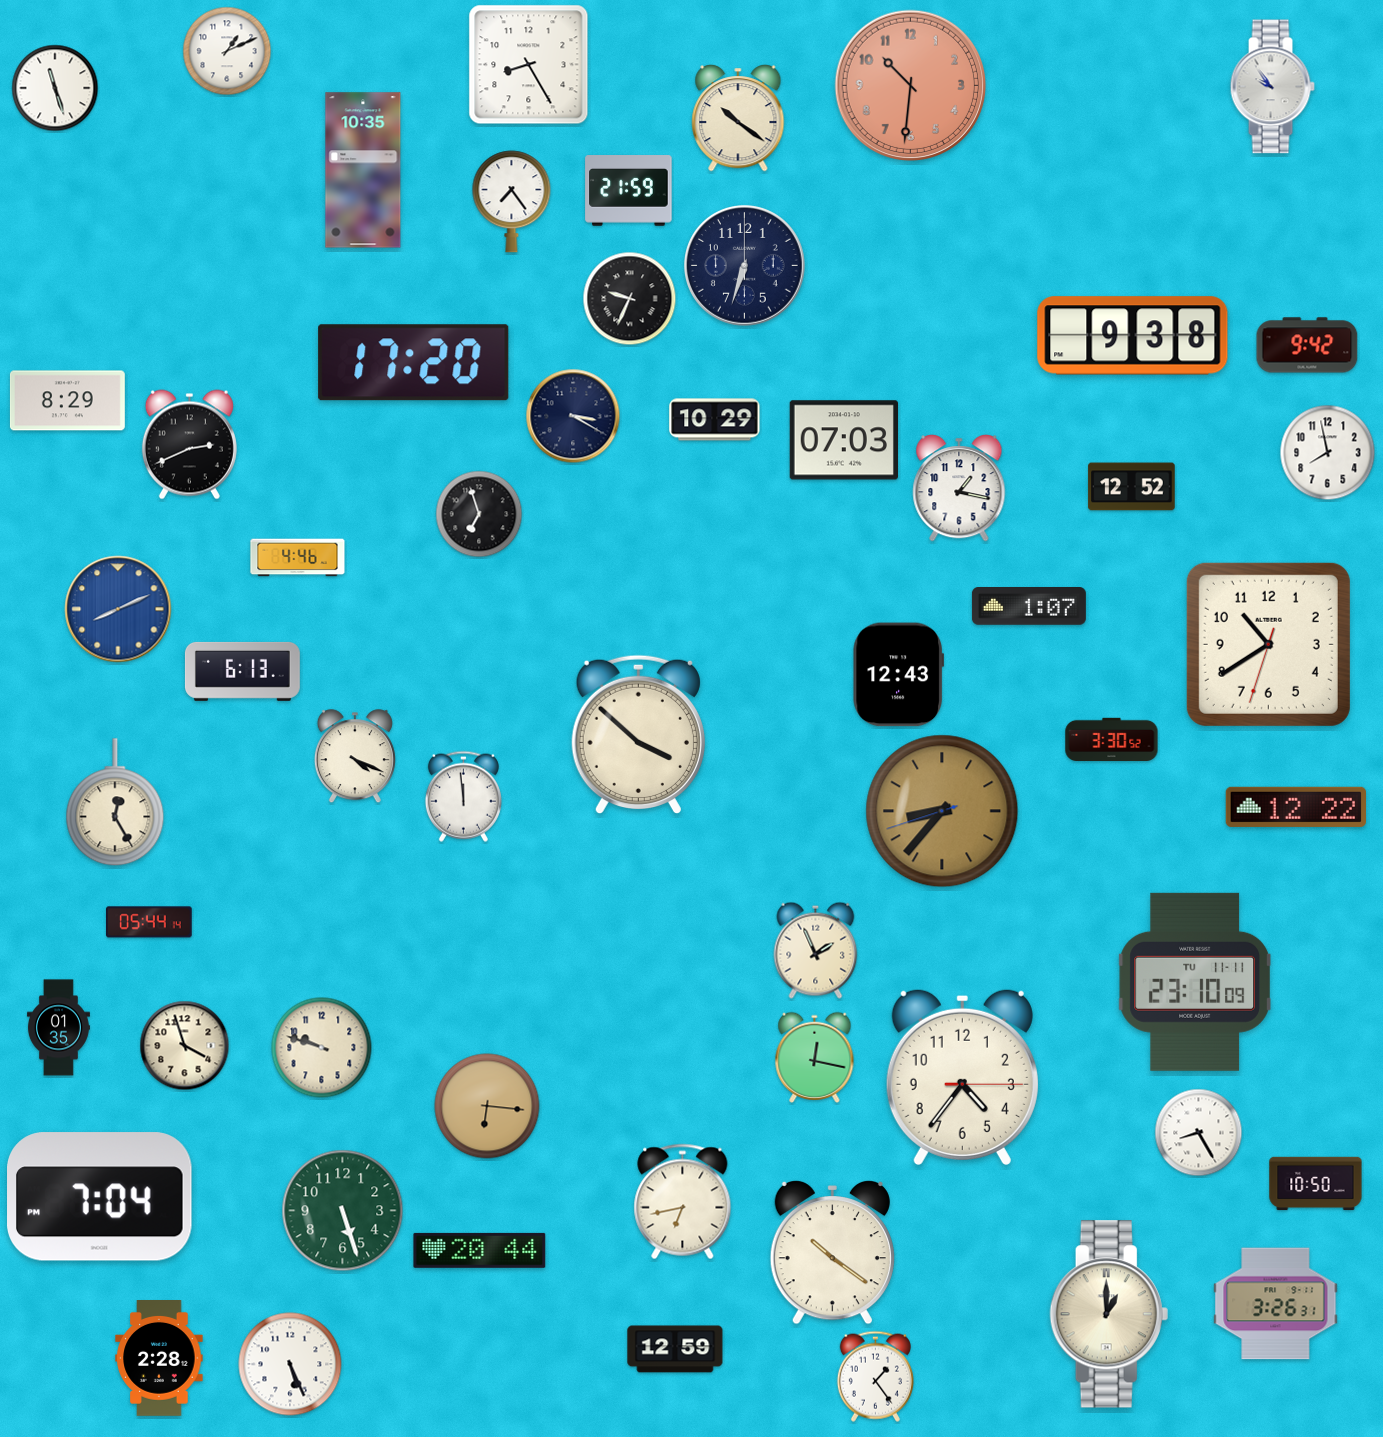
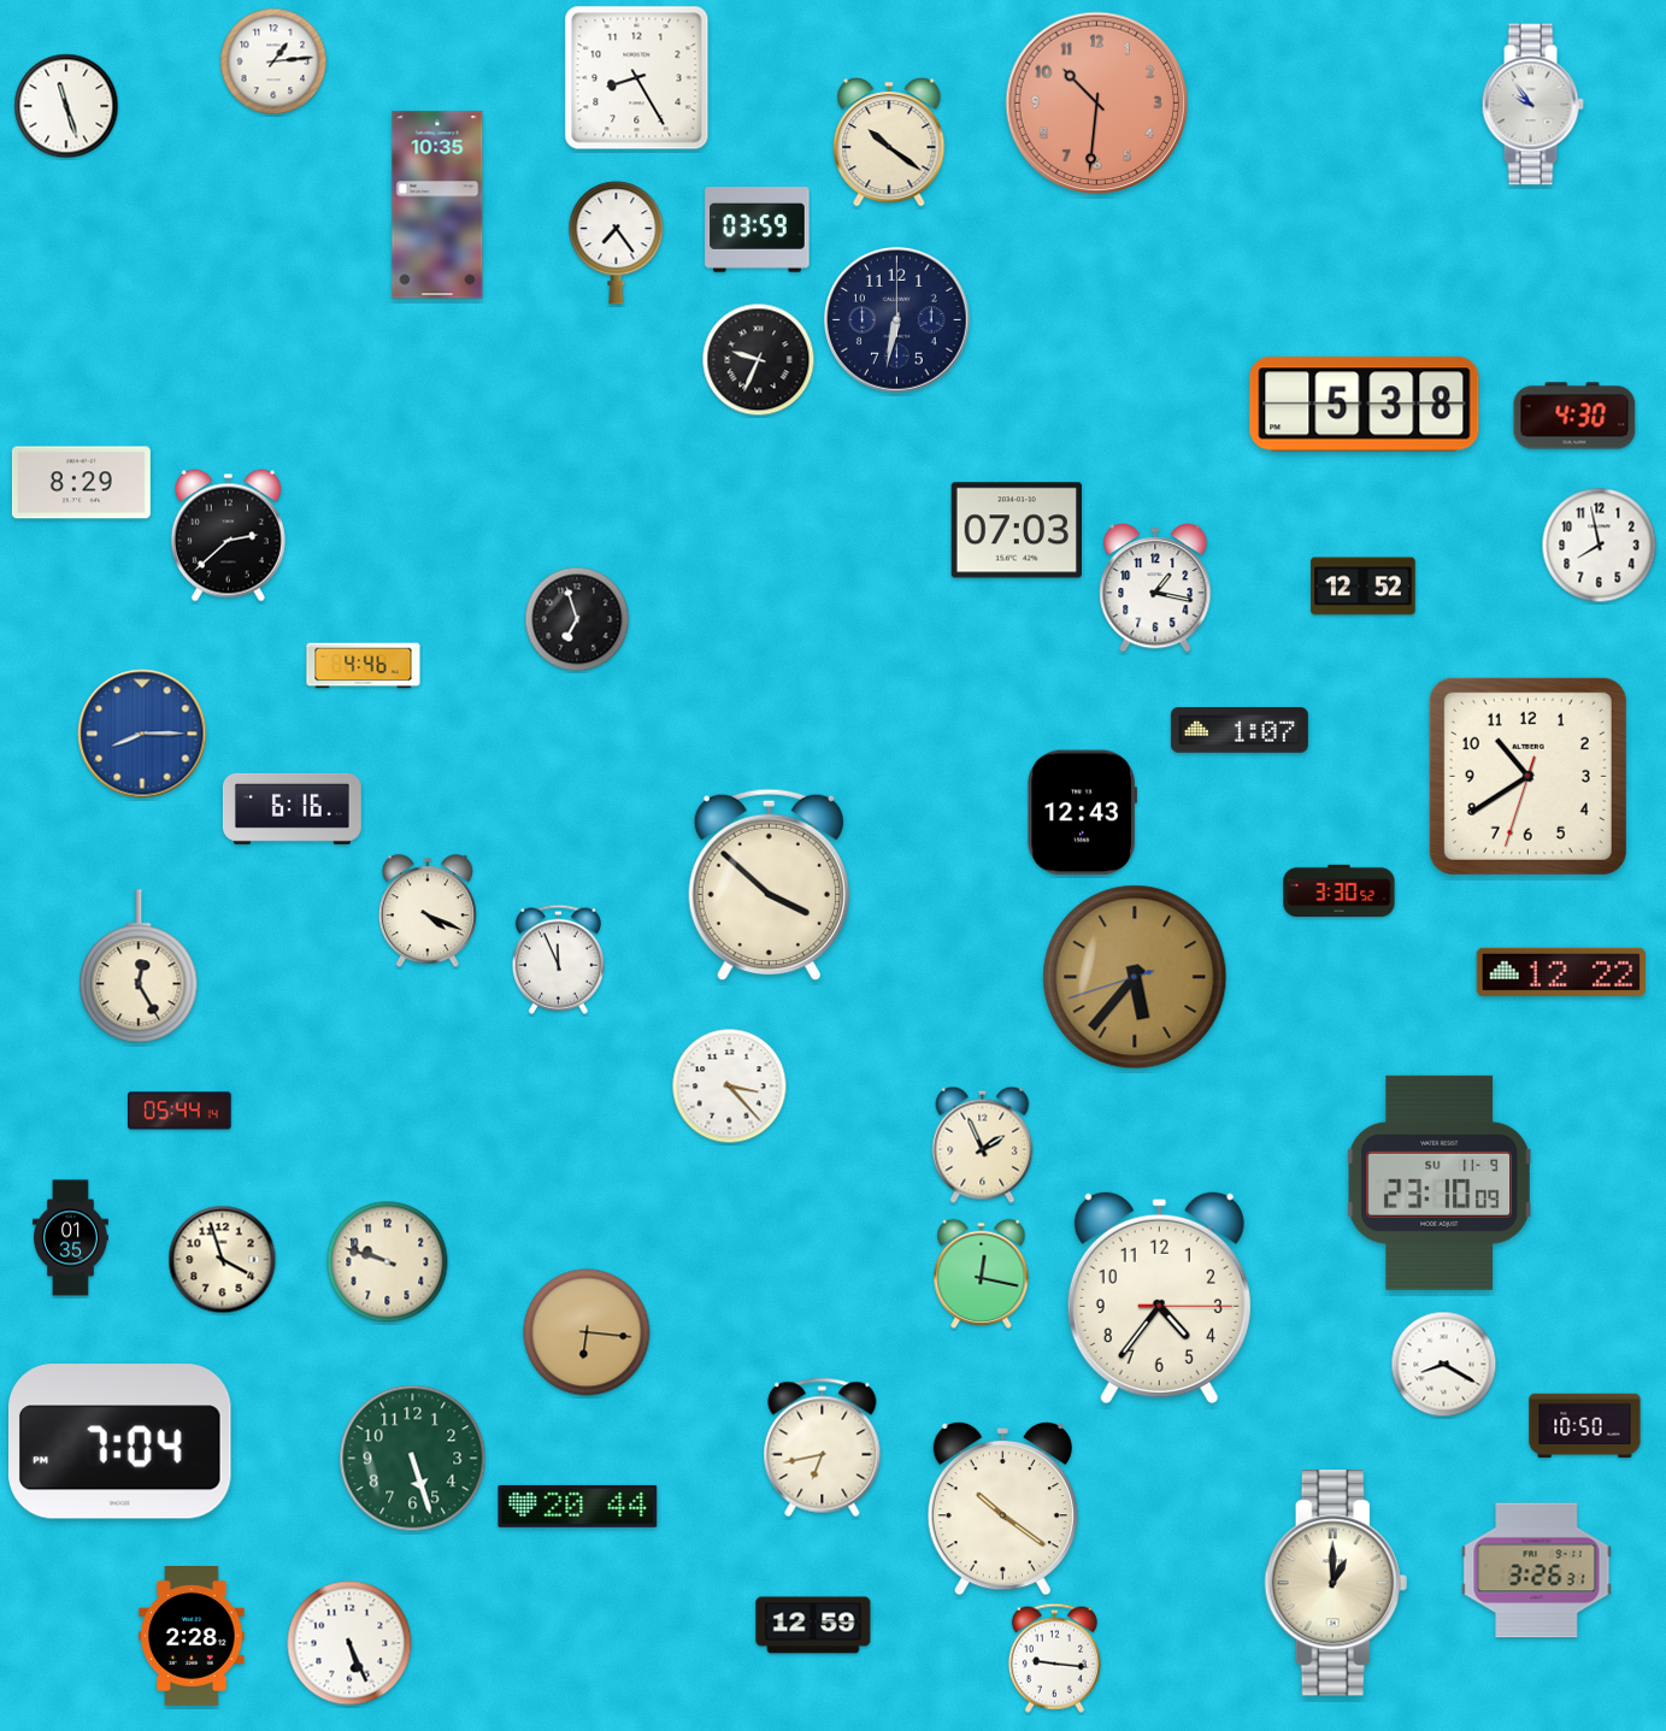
clock at (227, 51): 1:11 -> 1:14
clock at (629, 191): 21:59 -> 03:59
clock at (745, 266): 6:33 -> 6:32
clock at (1133, 336): 9:38 -> 5:38
clock at (1307, 345): 9:42 -> 4:30
clock at (414, 363): 17:20 -> none
clock at (573, 416): 3:20 -> none
clock at (715, 420): 10:29 -> none
clock at (189, 445): 2:41 -> 2:38
clock at (298, 558) position: (298, 558) -> (364, 666)
clock at (118, 609): 8:11 -> 8:15
clock at (242, 671): 6:13 -> 6:16
clock at (463, 796): 11:59 -> 11:56
clock at (942, 811): 8:36 -> 5:36
clock at (730, 1087): none -> 3:23
clock at (1195, 982) date: TU 11-11 -> SU 11-9
clock at (1199, 1133): 8:25 -> 8:20
clock at (875, 1376): 1:24 -> 9:16
